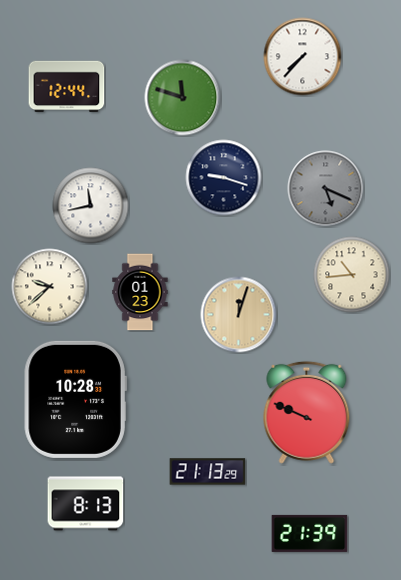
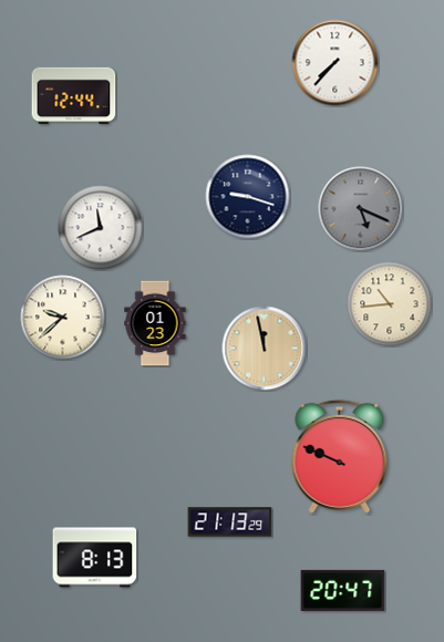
clock at (183, 98): 11:48 -> none
clock at (91, 206): 11:43 -> 11:41
clock at (50, 287) position: (50, 287) -> (63, 318)
clock at (239, 315): 12:03 -> 11:58
clock at (75, 399): 10:28 -> none
clock at (310, 533): 21:39 -> 20:47
